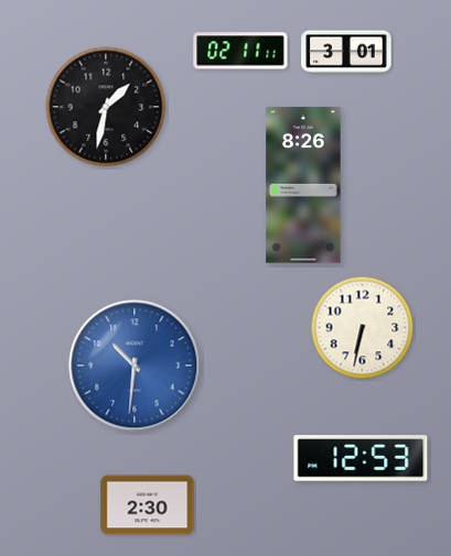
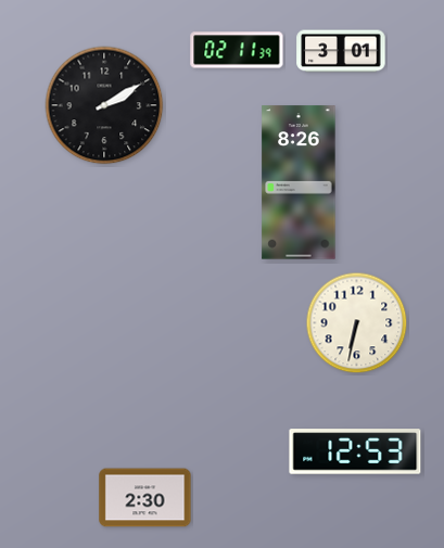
clock at (240, 51): 02:11:11 -> 02:11:39
clock at (106, 107): 1:32 -> 2:10
clock at (135, 366): 10:31 -> none
